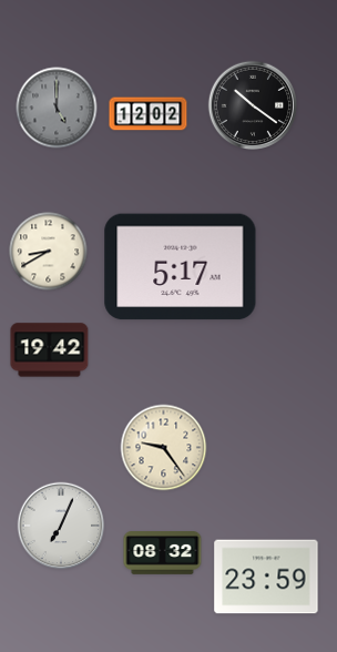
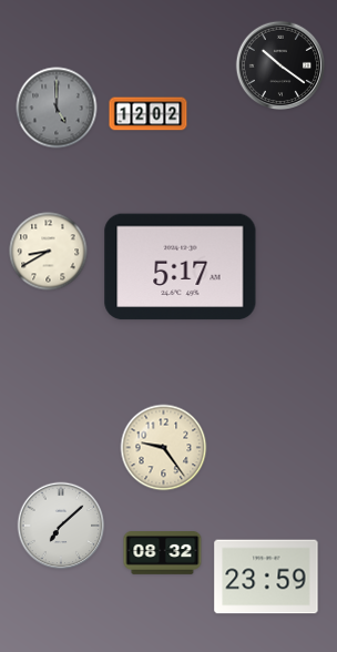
clock at (253, 105) position: (253, 105) -> (280, 65)
clock at (50, 350): 19:42 -> none
clock at (61, 526): 7:04 -> 7:08
